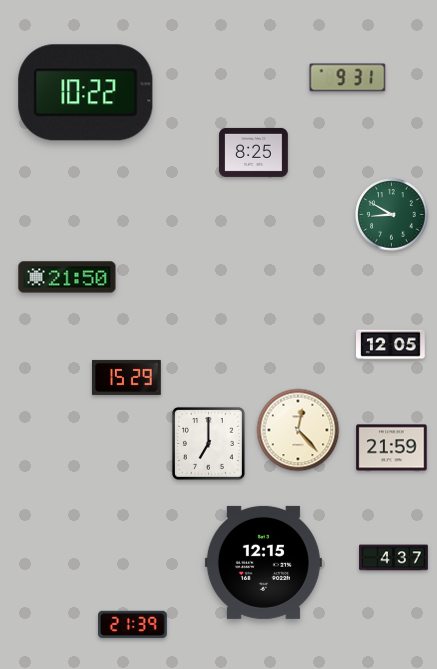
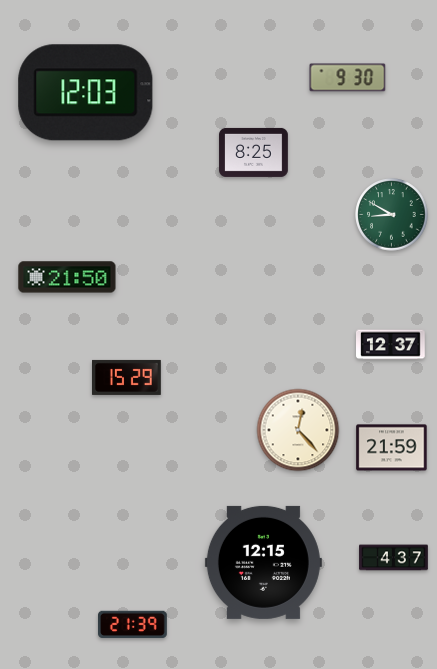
clock at (348, 78): 9:31 -> 9:30
clock at (86, 93): 10:22 -> 12:03
clock at (391, 345): 12:05 -> 12:37
clock at (208, 443): 7:00 -> none
